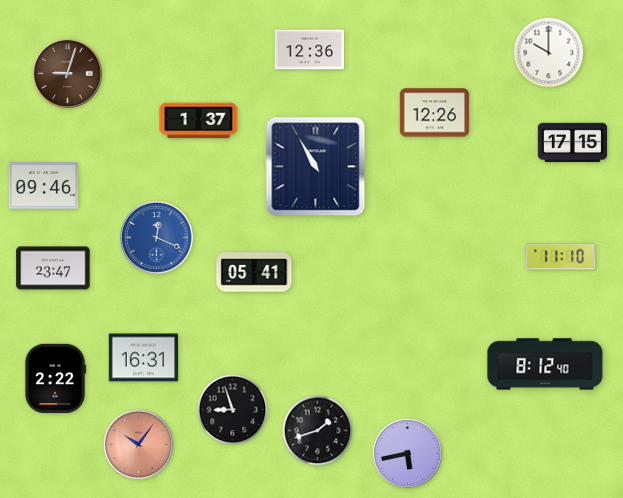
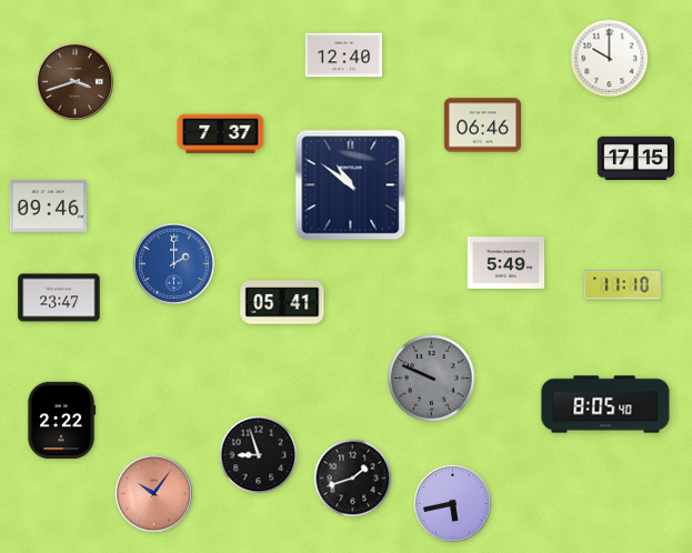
clock at (310, 50): 12:36 -> 12:40
clock at (67, 73): 9:03 -> 3:42
clock at (435, 113): 12:26 -> 06:46
clock at (199, 121): 1:37 -> 7:37
clock at (316, 167): 10:55 -> 10:51
clock at (507, 263): none -> 5:49
clock at (157, 238): 12:19 -> 2:00
clock at (432, 379): none -> 9:49
clock at (144, 358): 16:31 -> none
clock at (545, 364): 8:12 -> 8:05
